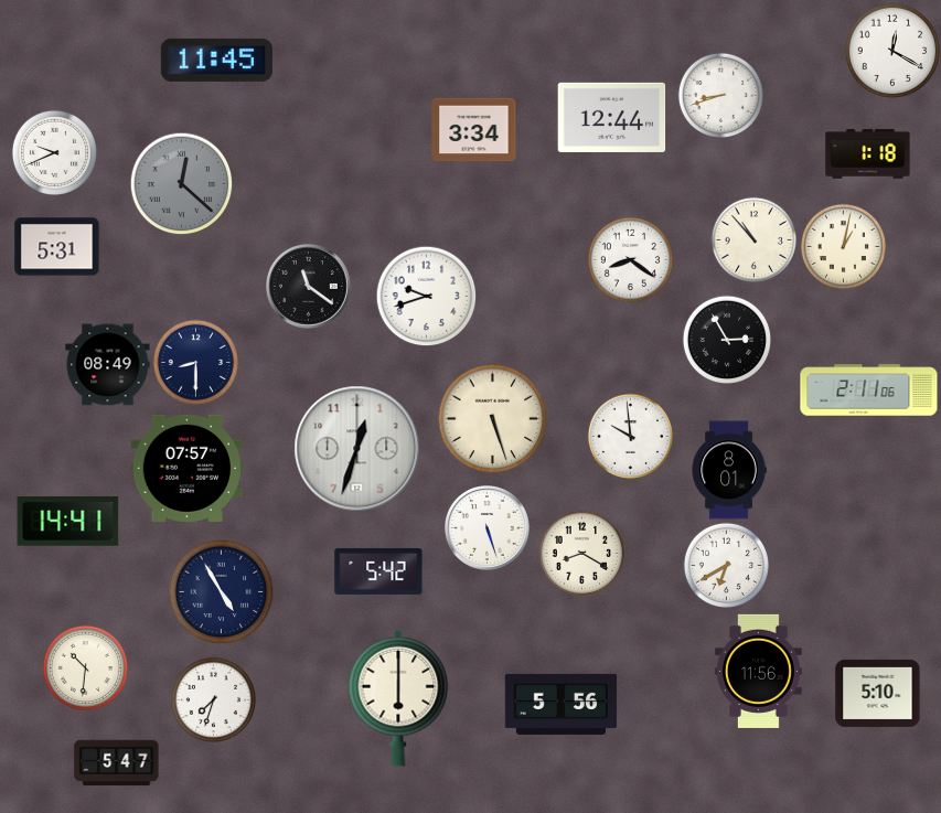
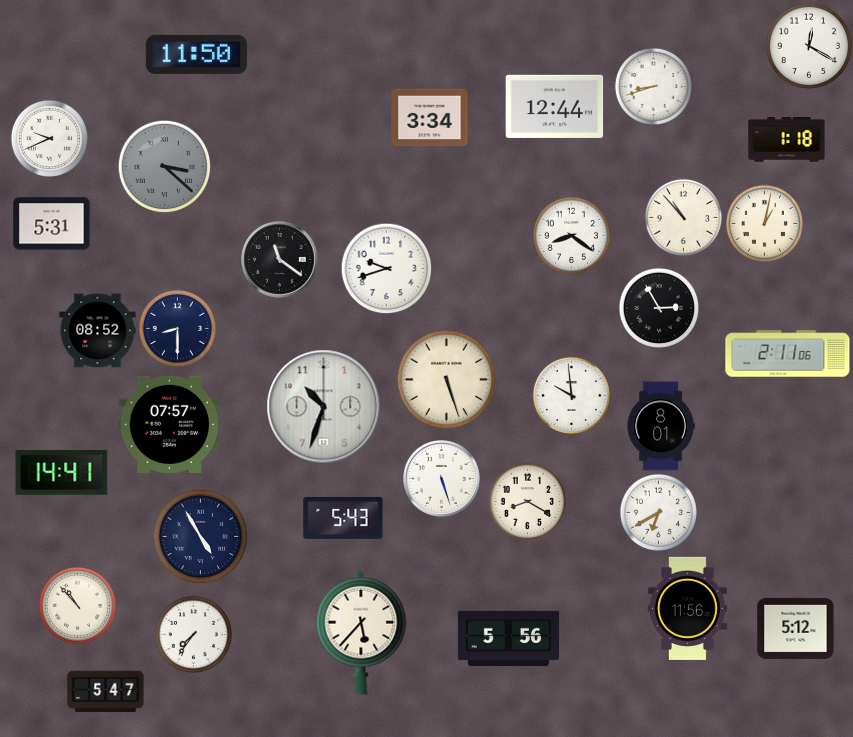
clock at (216, 60): 11:45 -> 11:50
clock at (181, 183): 12:22 -> 3:22
clock at (108, 365): 08:49 -> 08:52
clock at (357, 449): 12:33 -> 10:33
clock at (378, 571): 5:42 -> 5:43
clock at (85, 667): 10:31 -> 10:53
clock at (878, 693): 5:10 -> 5:12
clock at (398, 698): 6:00 -> 5:37
clock at (213, 699): 7:33 -> 7:36
